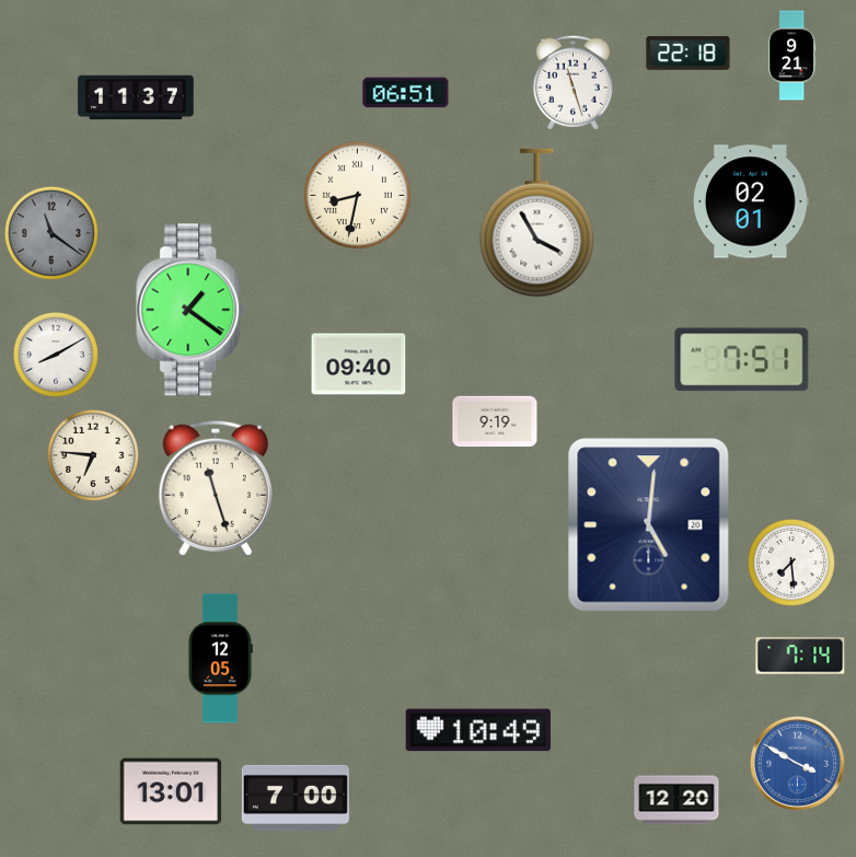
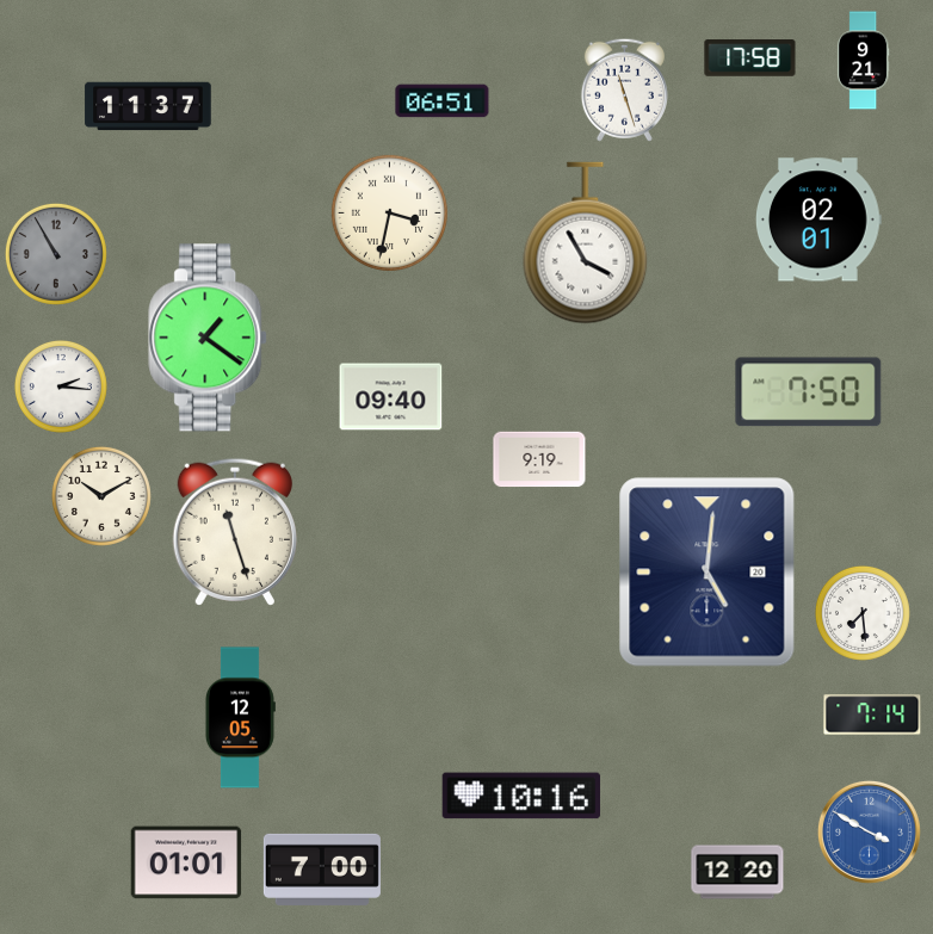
clock at (689, 54): 22:18 -> 17:58
clock at (357, 195): 8:32 -> 3:32
clock at (51, 233): 11:21 -> 10:55
clock at (56, 355): 8:10 -> 2:16
clock at (742, 360): 7:51 -> 7:50
clock at (93, 455): 6:46 -> 10:10
clock at (477, 730): 10:49 -> 10:16
clock at (171, 791): 13:01 -> 01:01
